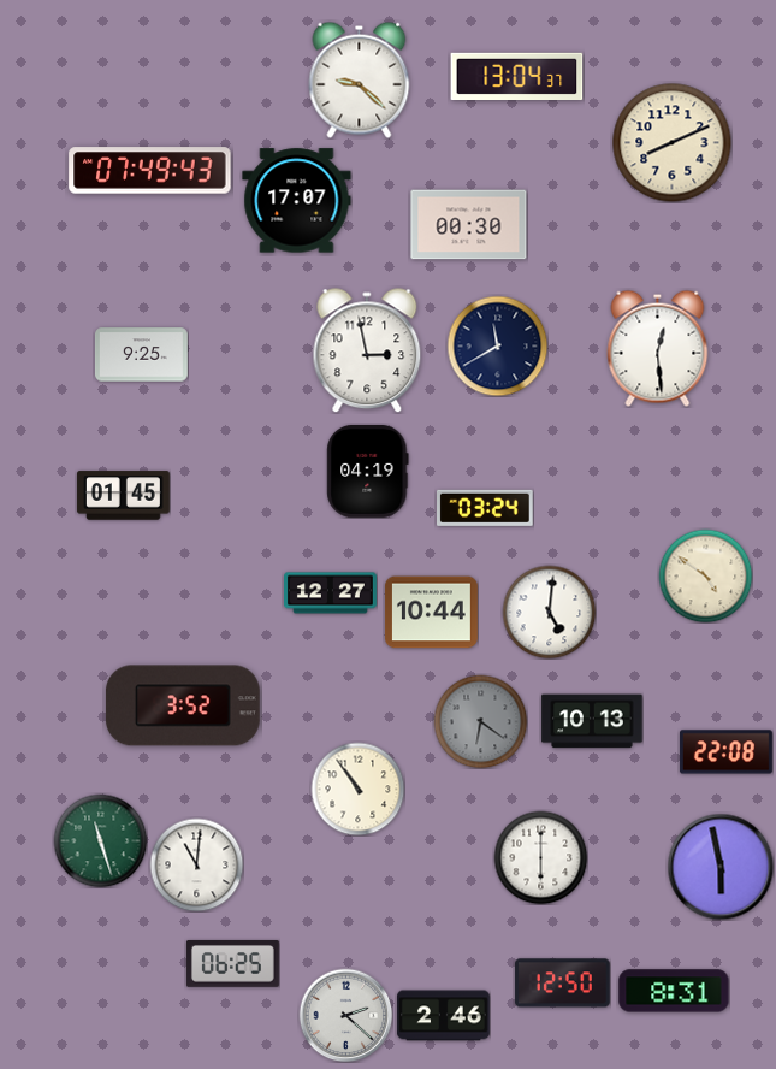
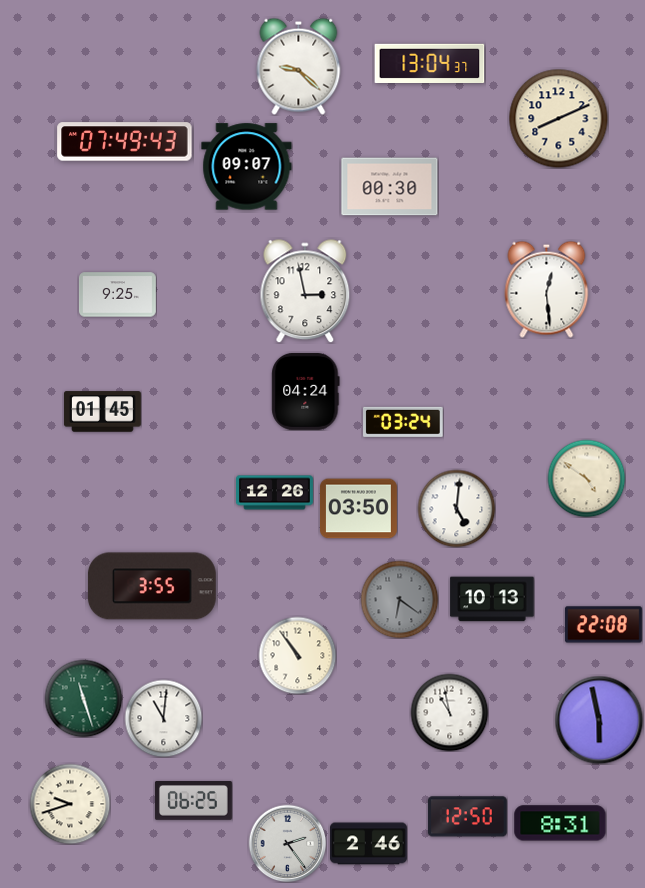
clock at (297, 201): 17:07 -> 09:07
clock at (497, 345): 11:40 -> none
clock at (368, 471): 04:19 -> 04:24
clock at (331, 593): 12:27 -> 12:26
clock at (431, 613): 10:44 -> 03:50
clock at (183, 705): 3:52 -> 3:55
clock at (540, 857): 6:00 -> 10:58
clock at (70, 804): none -> 9:42
clock at (345, 1015): 2:22 -> 2:24
